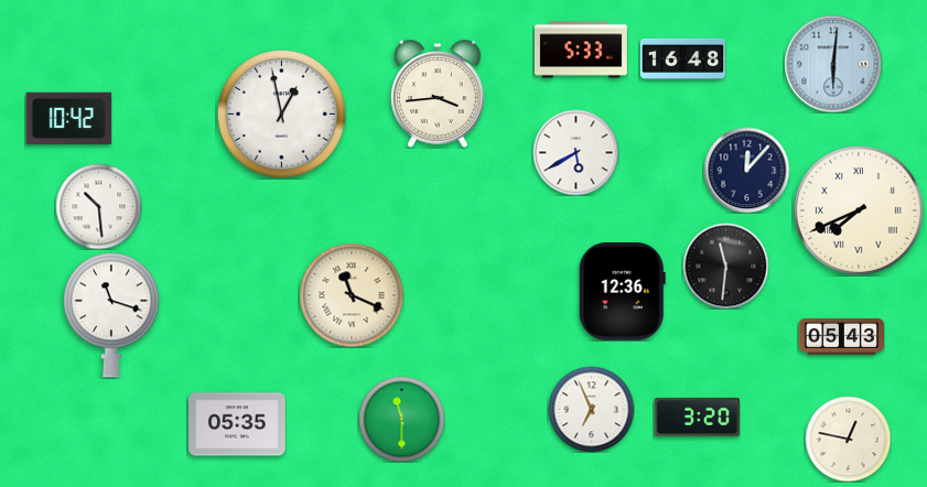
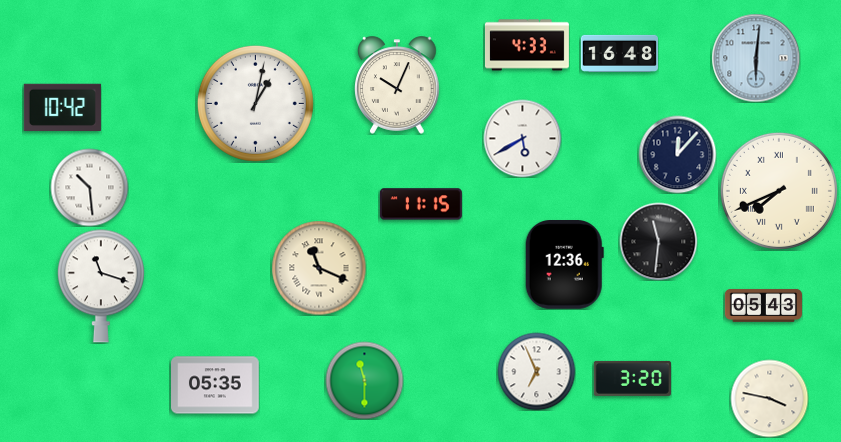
clock at (581, 50): 5:33 -> 4:33
clock at (438, 94): 3:44 -> 10:04
clock at (281, 113): 12:58 -> 1:02
clock at (421, 204): none -> 11:15
clock at (848, 439): 12:47 -> 3:47
